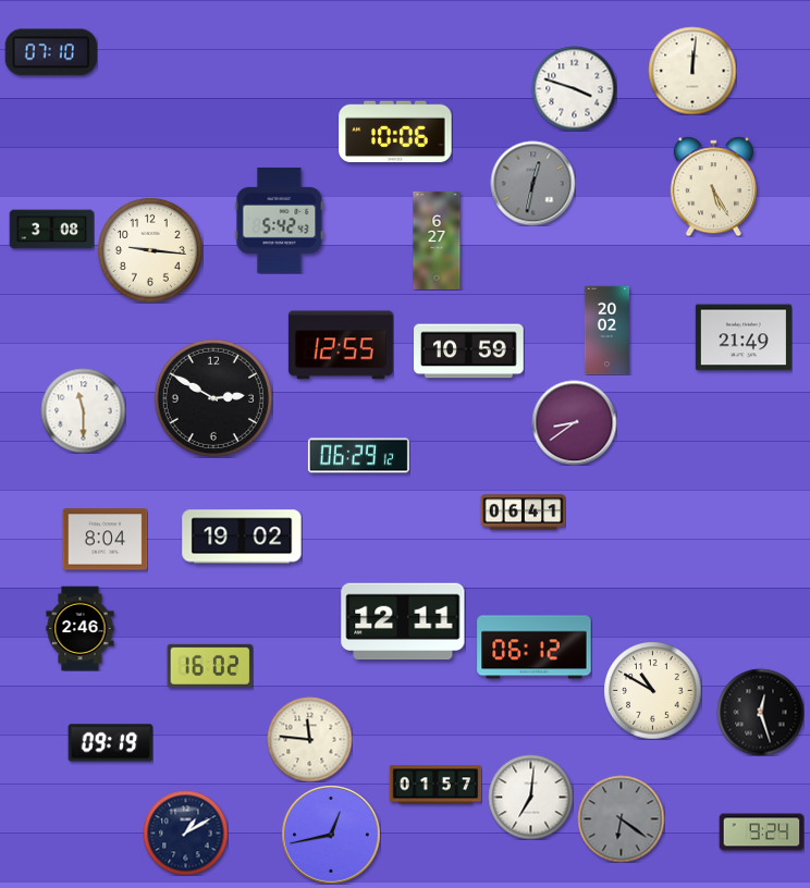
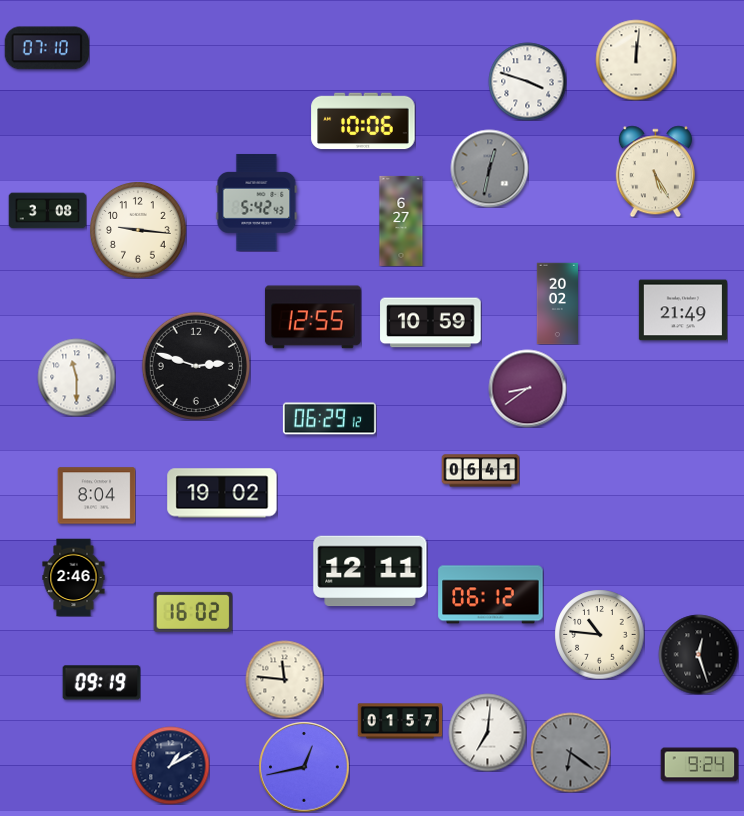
clock at (692, 71) position: (692, 71) -> (636, 60)
clock at (213, 398): 2:50 -> 2:48
clock at (652, 690): 10:50 -> 10:46
